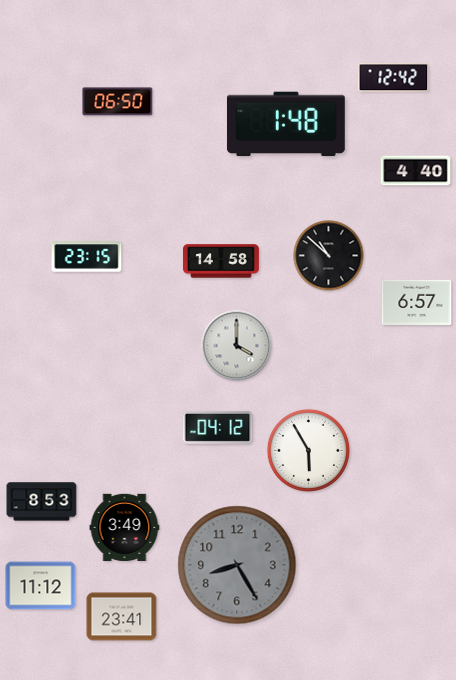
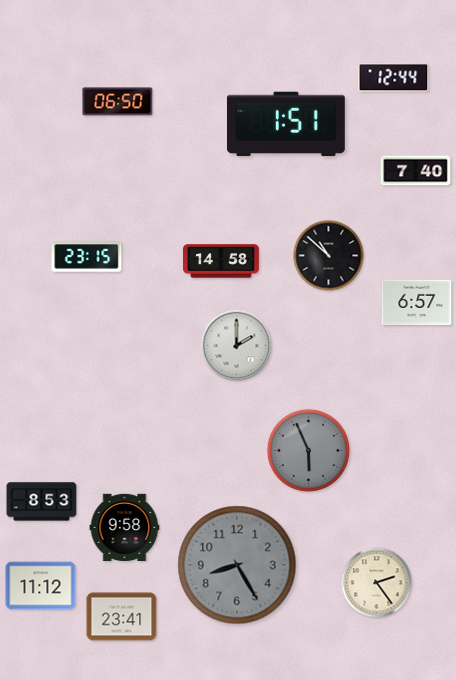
clock at (394, 78): 12:42 -> 12:44
clock at (286, 124): 1:48 -> 1:51
clock at (416, 171): 4:40 -> 7:40
clock at (237, 346): 4:00 -> 2:00
clock at (218, 427): 04:12 -> none
clock at (308, 450): 5:55 -> 5:56
clock at (308, 450) dial: white -> grey
clock at (125, 527): 3:49 -> 9:58
clock at (377, 583): none -> 2:24
